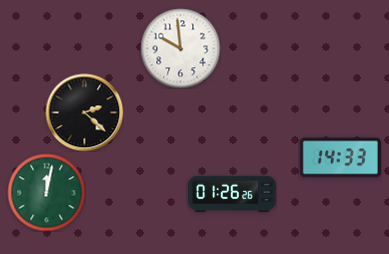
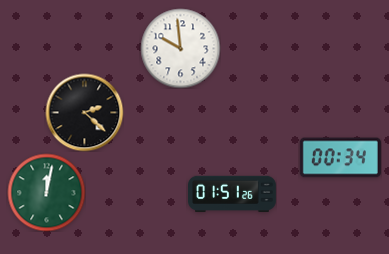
clock at (340, 158): 14:33 -> 00:34
clock at (233, 194): 01:26 -> 01:51
